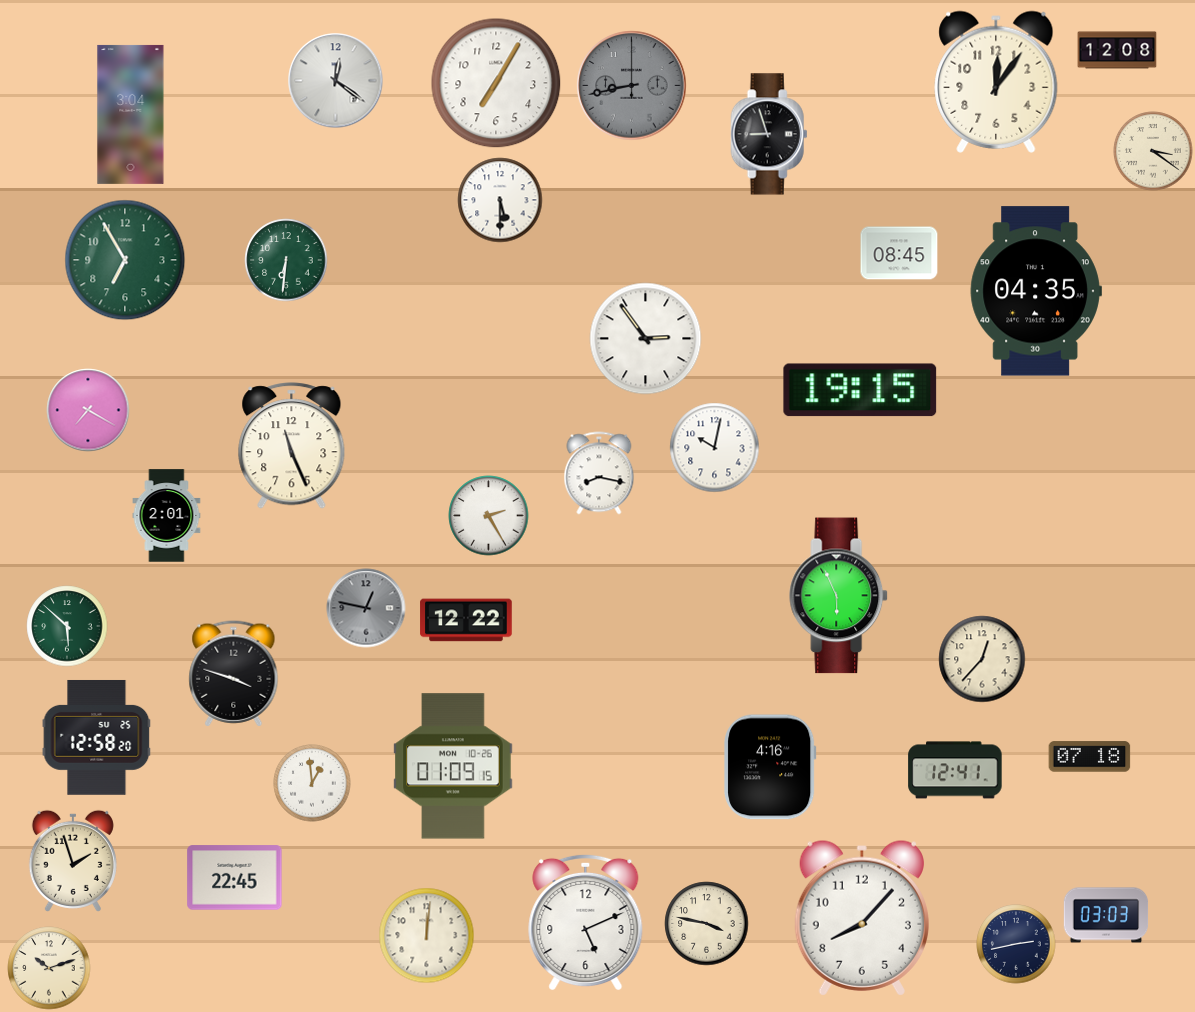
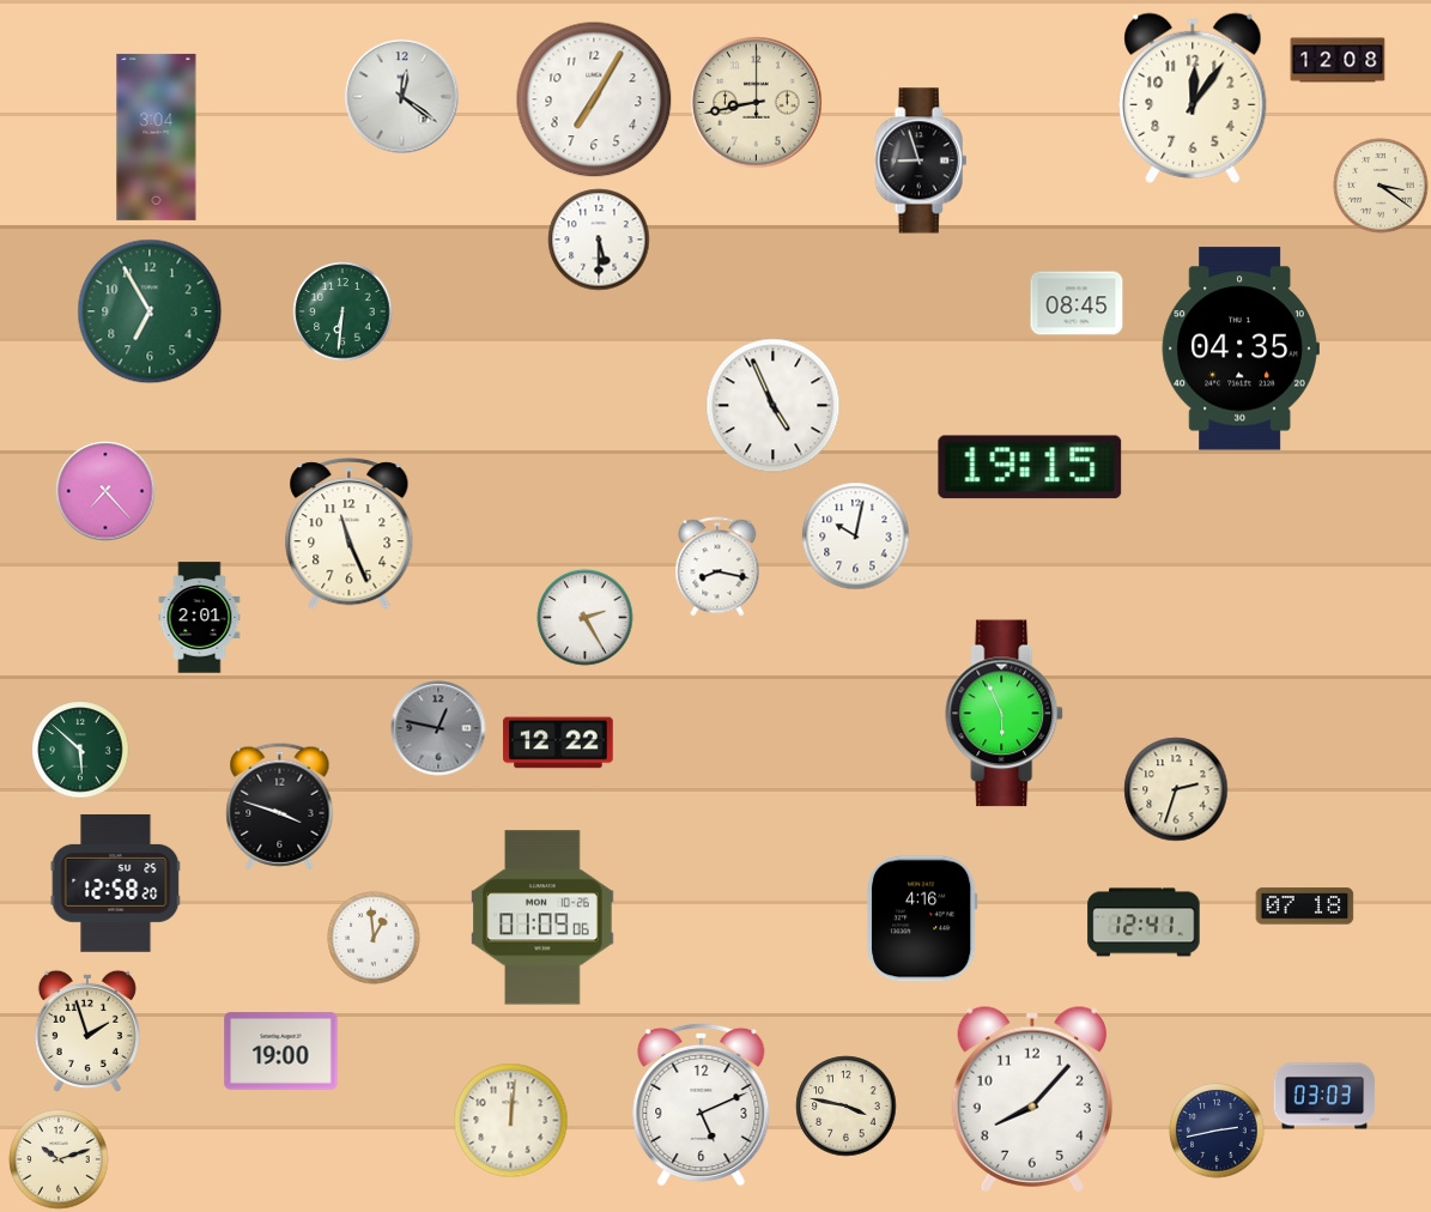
clock at (632, 86) dial: grey -> cream
clock at (1153, 151) position: (1153, 151) -> (1381, 186)
clock at (646, 339): 2:54 -> 4:56
clock at (88, 410): 7:20 -> 7:23
clock at (982, 659): 12:37 -> 2:33
clock at (453, 766): 01:09:15 -> 01:09:06
clock at (235, 878): 22:45 -> 19:00
